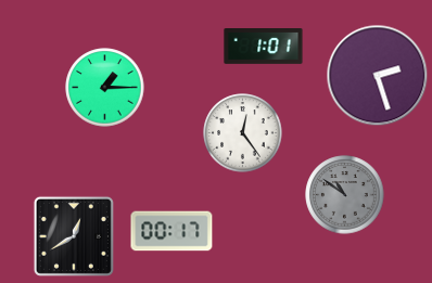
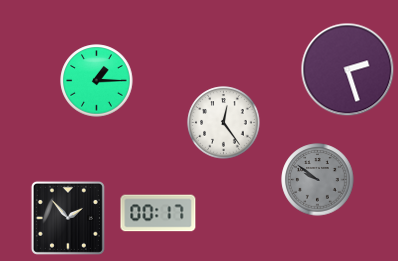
clock at (264, 47): 1:01 -> none
clock at (345, 195): 10:51 -> 9:51
clock at (74, 236): 12:40 -> 1:53
